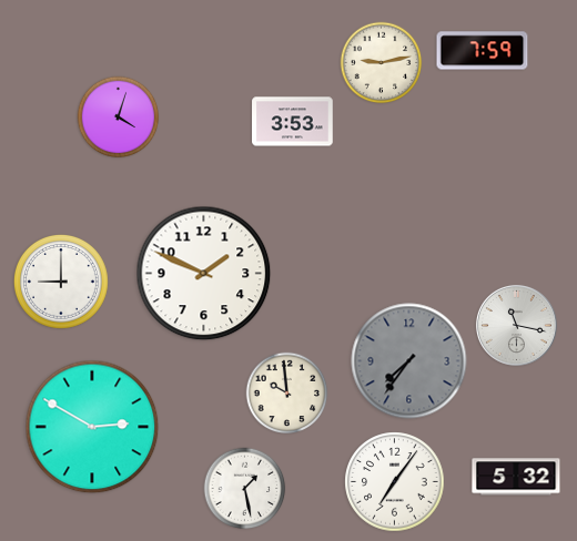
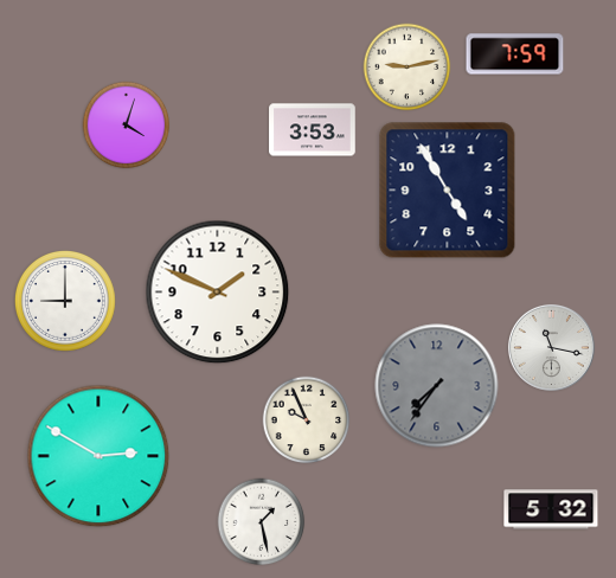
clock at (448, 191): none -> 4:55
clock at (287, 394): 9:59 -> 9:56
clock at (395, 482): 7:06 -> none
